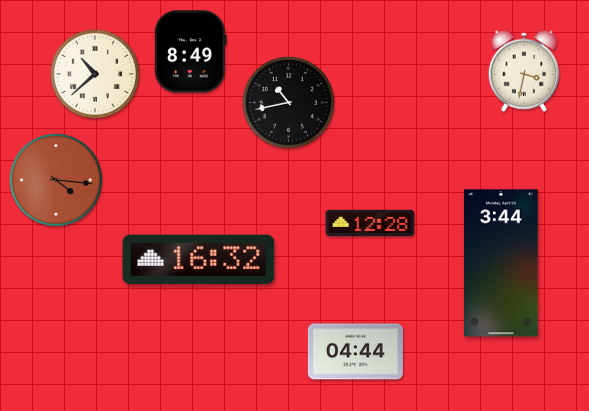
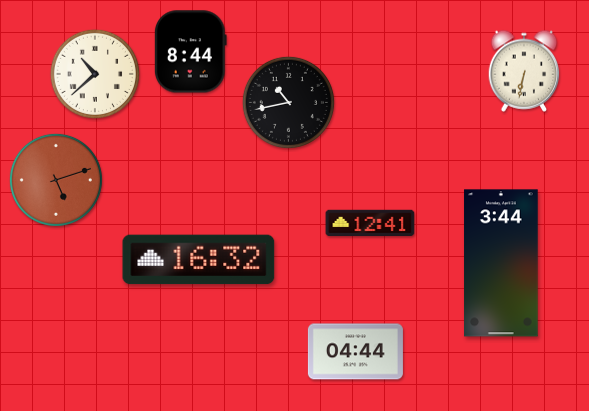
clock at (190, 52): 8:49 -> 8:44
clock at (524, 71): 3:32 -> 6:32
clock at (56, 180): 4:16 -> 5:12
clock at (370, 223): 12:28 -> 12:41
